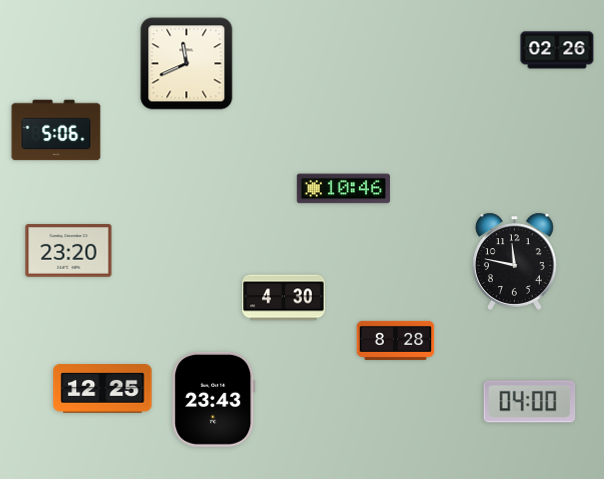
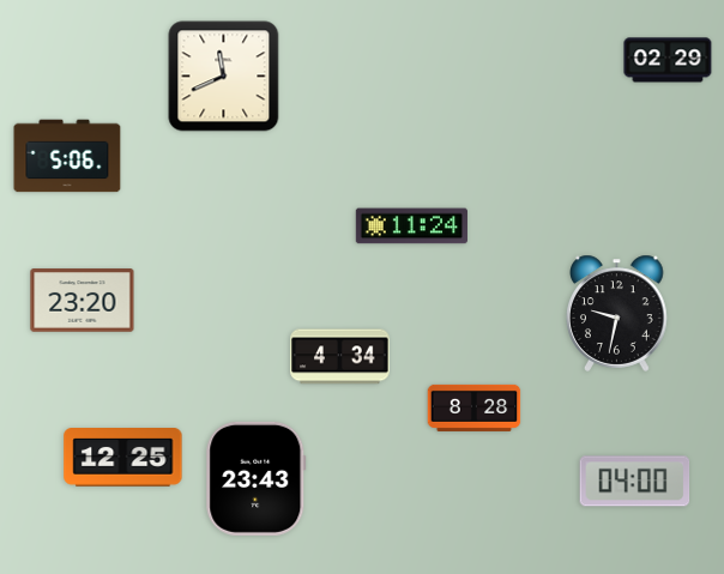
clock at (557, 50): 02:26 -> 02:29
clock at (343, 189): 10:46 -> 11:24
clock at (515, 261): 11:47 -> 9:32
clock at (284, 298): 4:30 -> 4:34
clock at (103, 389) position: (103, 389) -> (123, 458)
